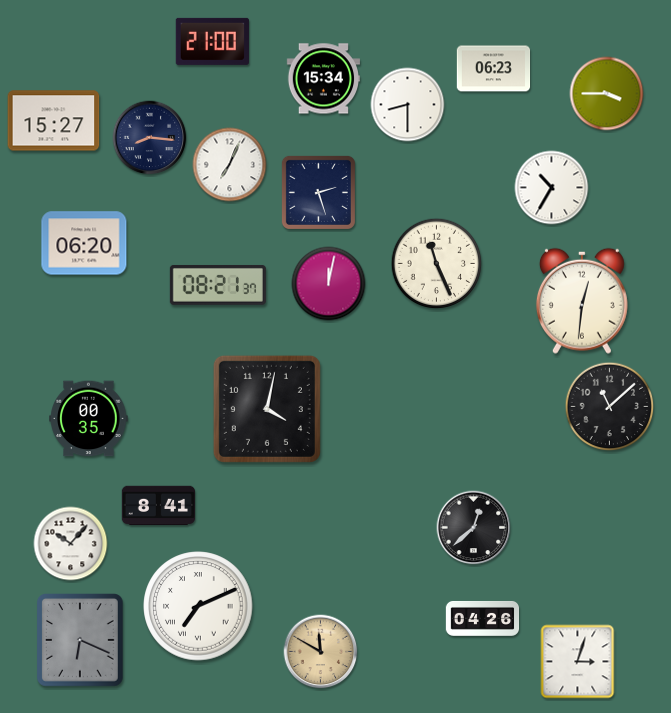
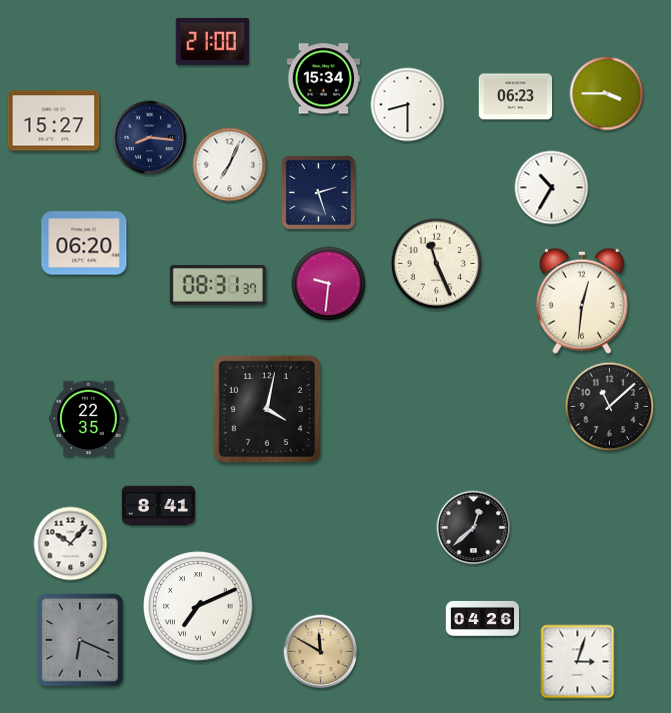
clock at (494, 69) position: (494, 69) -> (516, 97)
clock at (329, 284): 12:02 -> 9:31
clock at (218, 285): 08:21 -> 08:31
clock at (89, 419): 00:35 -> 22:35
